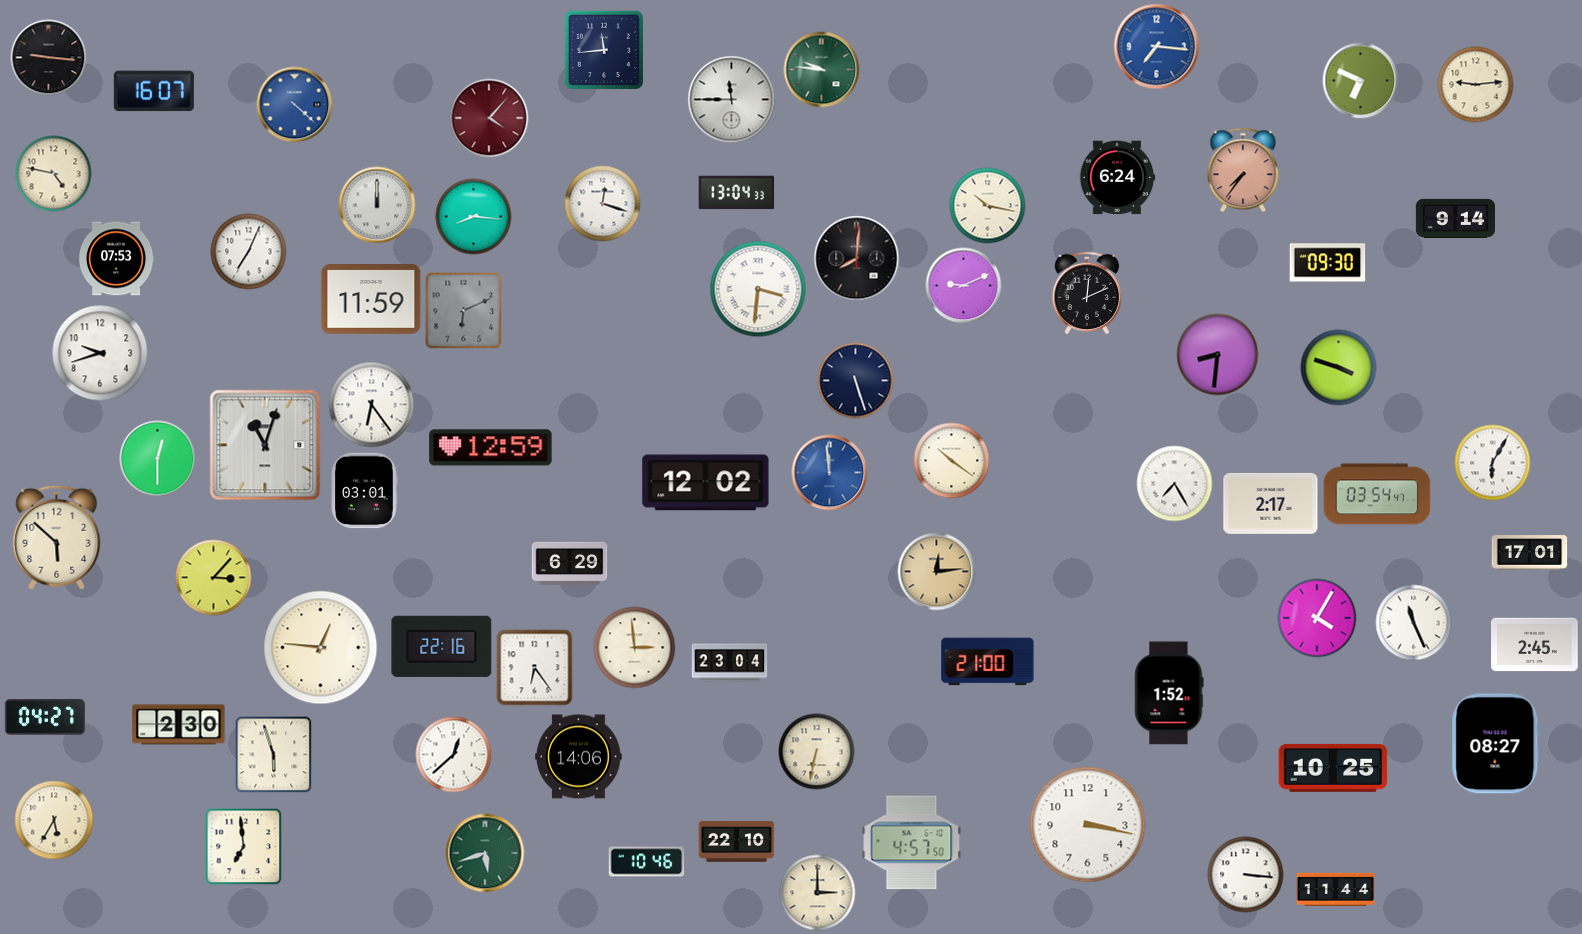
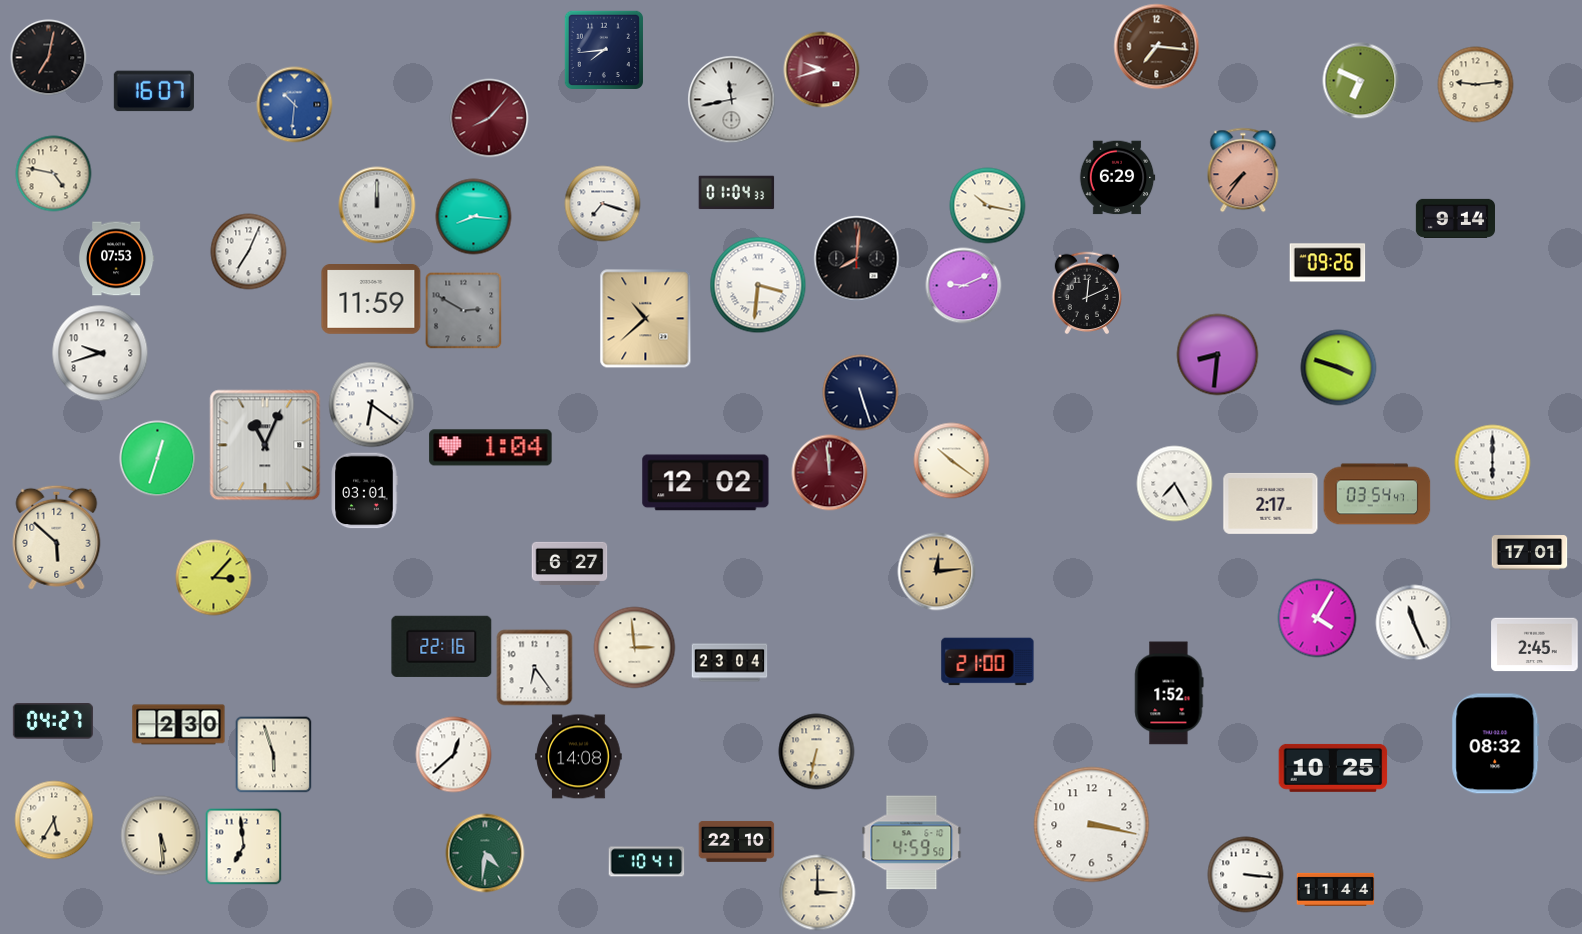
clock at (1157, 47) dial: blue -> brown
clock at (603, 49): 11:44 -> 7:44
clock at (49, 58): 9:16 -> 7:02
clock at (822, 70): 9:46 -> 9:42
clock at (822, 70) dial: green -> burgundy
clock at (732, 100): 11:45 -> 11:43
clock at (295, 105): 4:22 -> 10:31
clock at (489, 118): 4:07 -> 8:07
clock at (1117, 178): 6:24 -> 6:29
clock at (737, 193): 13:04 -> 01:04
clock at (603, 204): 12:18 -> 7:18
clock at (1328, 263): 09:30 -> 09:26
clock at (758, 289) position: (758, 289) -> (758, 285)
clock at (464, 311): 6:11 -> 2:50
clock at (646, 319): none -> 10:38
clock at (856, 381) position: (856, 381) -> (861, 393)
clock at (372, 405): 6:24 -> 6:21
clock at (265, 445): 11:03 -> 11:04
clock at (491, 448): 12:59 -> 1:04
clock at (158, 459): 12:30 -> 12:33
clock at (1493, 463): 6:05 -> 6:00
clock at (830, 473) dial: blue -> burgundy
clock at (570, 563): 6:29 -> 6:27
clock at (321, 648): 12:46 -> none
clock at (45, 718) position: (45, 718) -> (53, 722)
clock at (1496, 744): 08:27 -> 08:32
clock at (579, 757): 14:06 -> 14:08
clock at (1088, 825) position: (1088, 825) -> (1092, 825)
clock at (161, 836): none -> 5:29
clock at (912, 843): 4:57 -> 4:59
clock at (485, 853): 5:42 -> 4:31
clock at (647, 862): 10:46 -> 10:41
